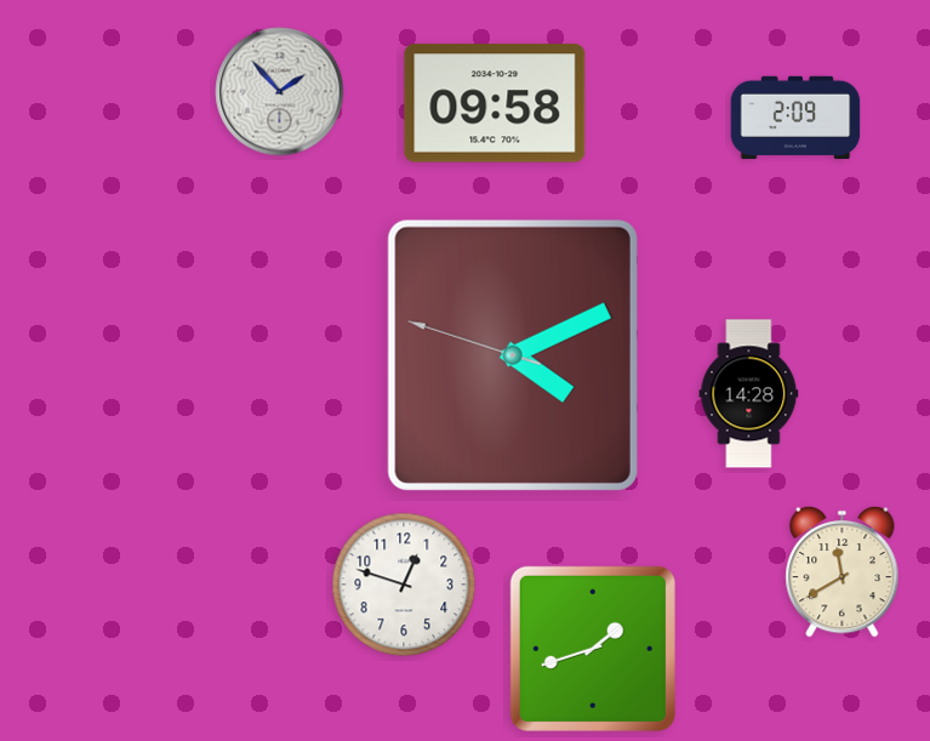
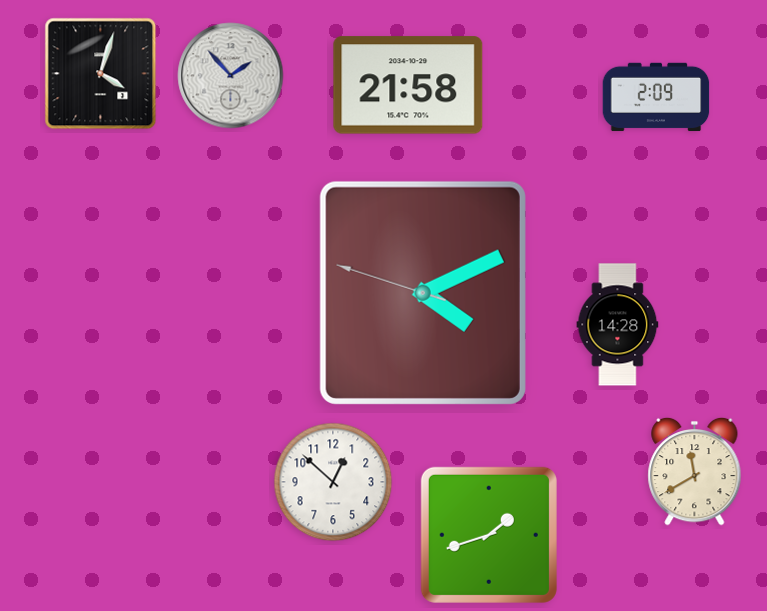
clock at (101, 74): none -> 4:03
clock at (495, 103): 09:58 -> 21:58
clock at (404, 585): 12:48 -> 12:52
